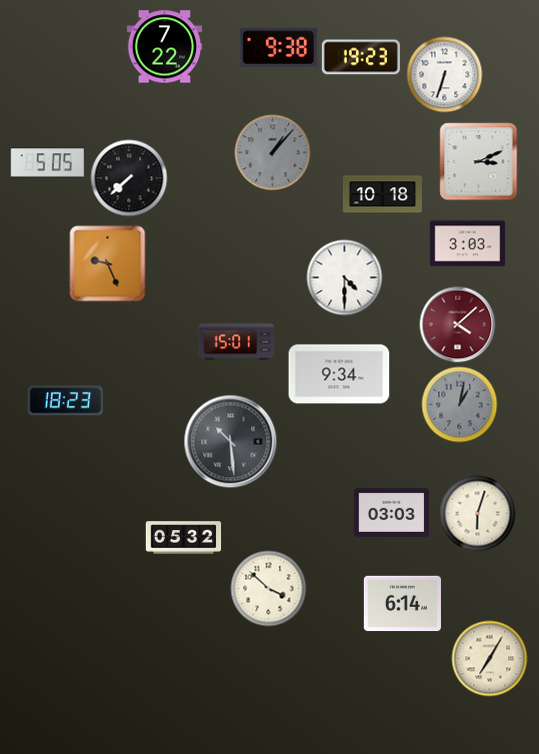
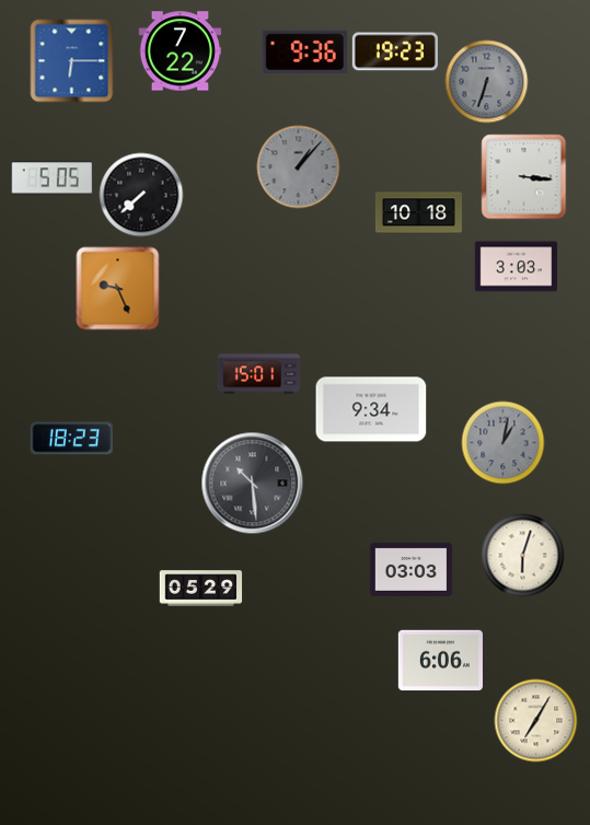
clock at (278, 47): 9:38 -> 9:36
clock at (72, 61): none -> 6:15
clock at (361, 57) position: (361, 57) -> (395, 51)
clock at (445, 75) dial: white -> grey
clock at (479, 162): 3:11 -> 3:16
clock at (468, 244) position: (468, 244) -> (517, 267)
clock at (345, 278): 4:30 -> none
clock at (458, 325): 4:08 -> none
clock at (392, 512) position: (392, 512) -> (412, 569)
clock at (478, 514) position: (478, 514) -> (523, 556)
clock at (184, 538): 05:32 -> 05:29
clock at (269, 589): 3:52 -> none
clock at (402, 604): 6:14 -> 6:06
